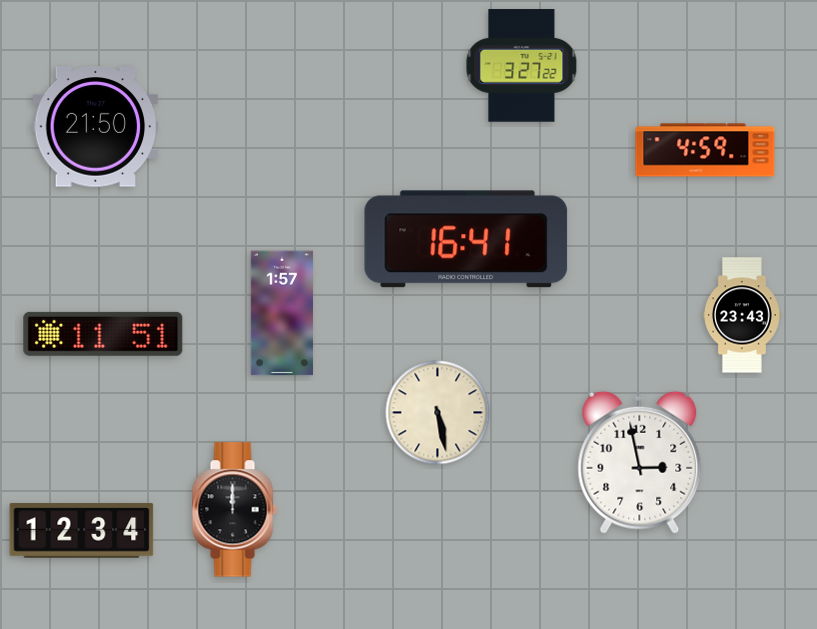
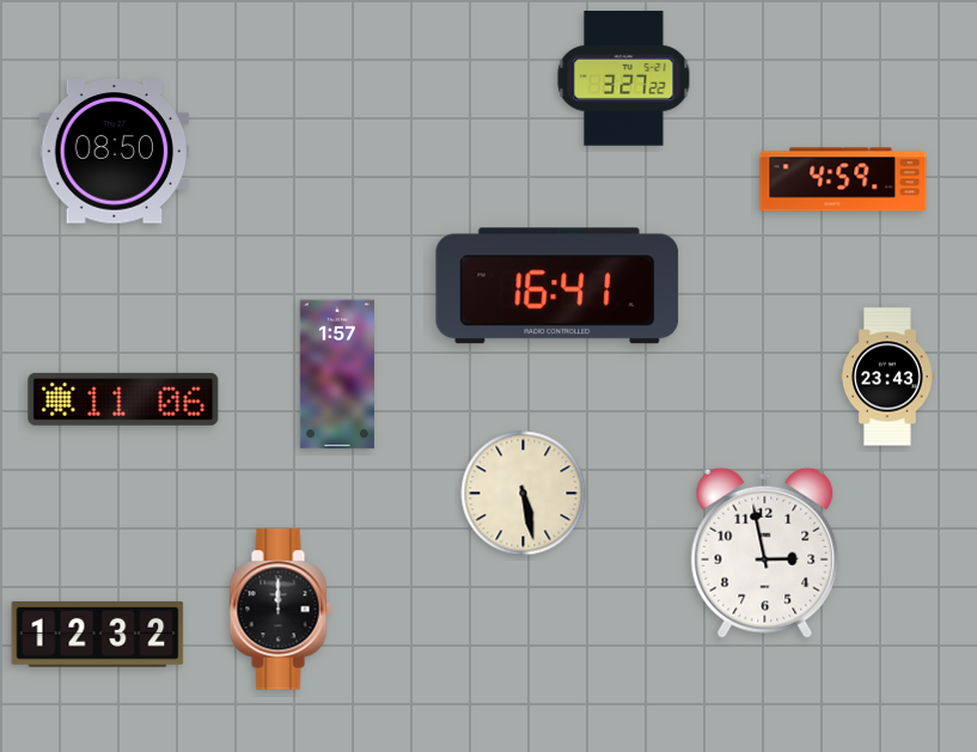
clock at (96, 127): 21:50 -> 08:50
clock at (103, 334): 11:51 -> 11:06
clock at (82, 530): 12:34 -> 12:32
